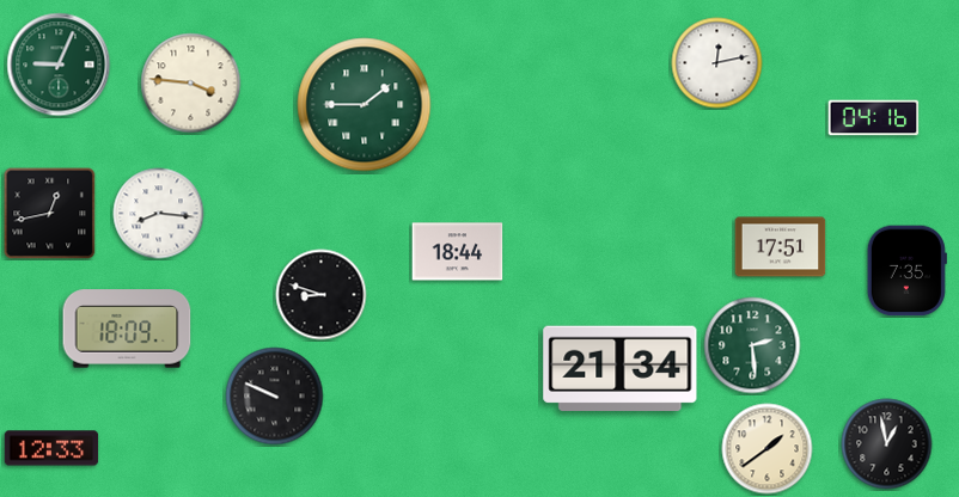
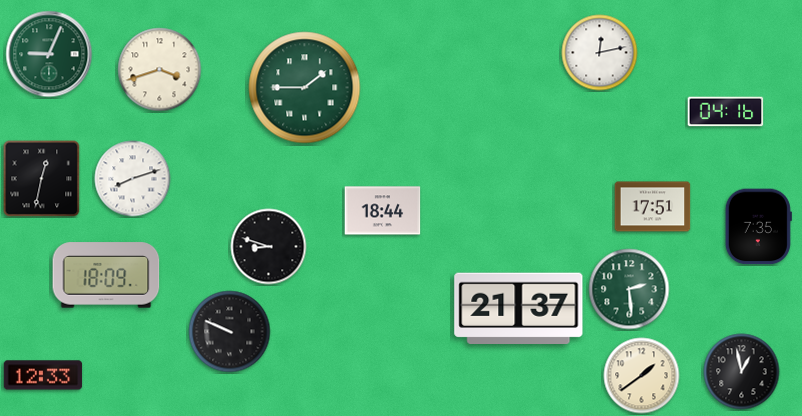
clock at (191, 84): 3:46 -> 3:42
clock at (874, 118) position: (874, 118) -> (726, 112)
clock at (50, 214): 12:43 -> 12:32
clock at (159, 214): 8:16 -> 8:12
clock at (621, 368): 21:34 -> 21:37
